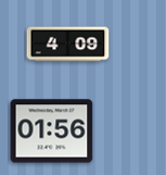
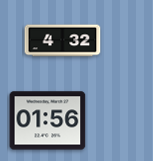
clock at (68, 45): 4:09 -> 4:32
